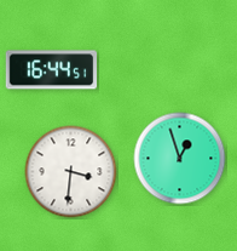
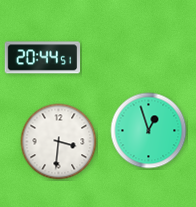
clock at (52, 70): 16:44 -> 20:44
